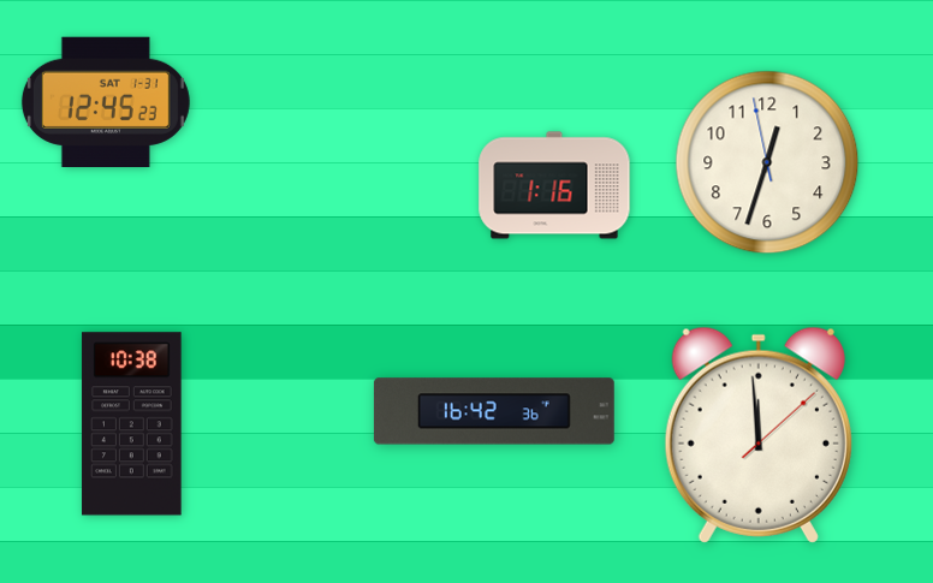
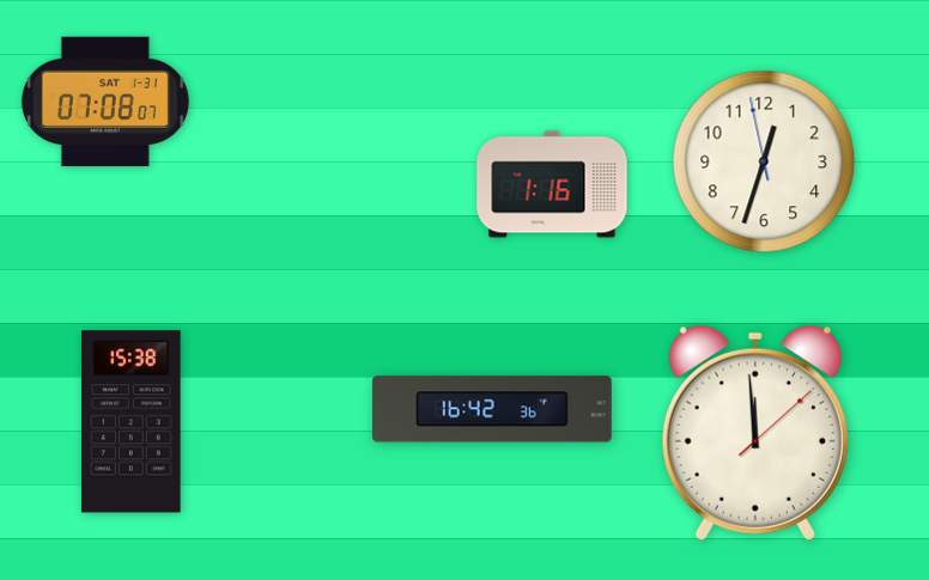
clock at (106, 101): 12:45 -> 07:08
clock at (132, 424): 10:38 -> 15:38
